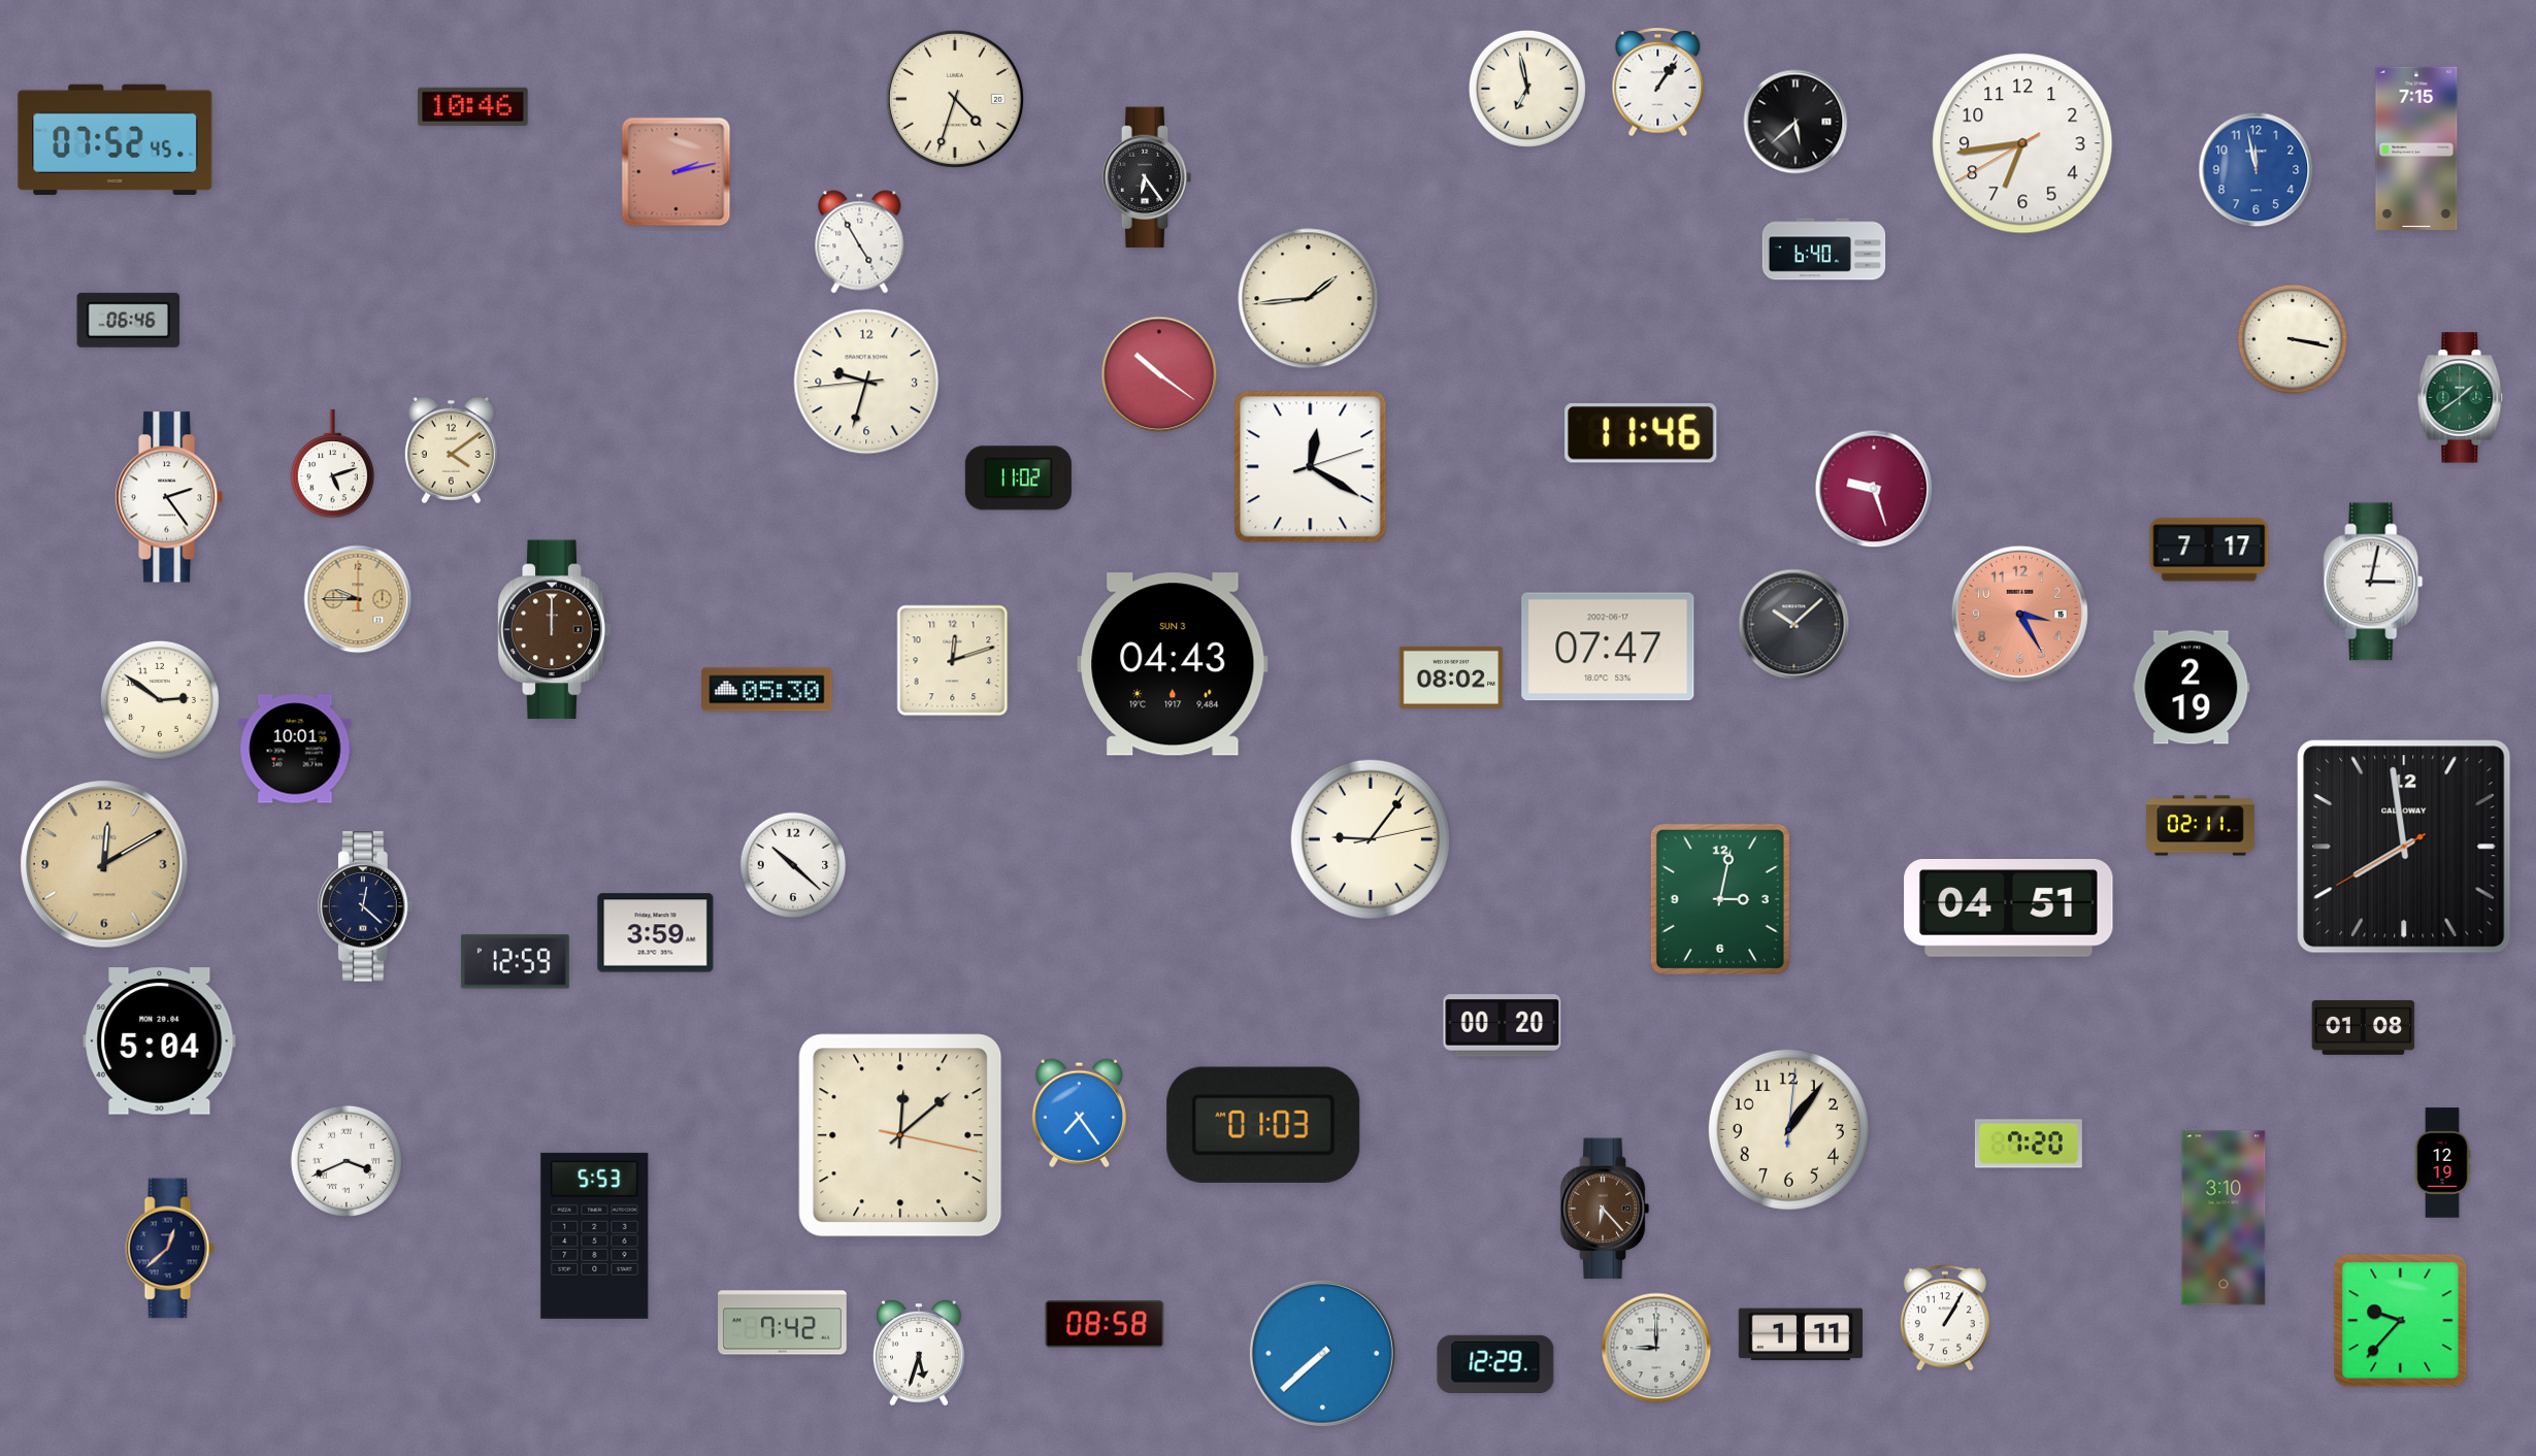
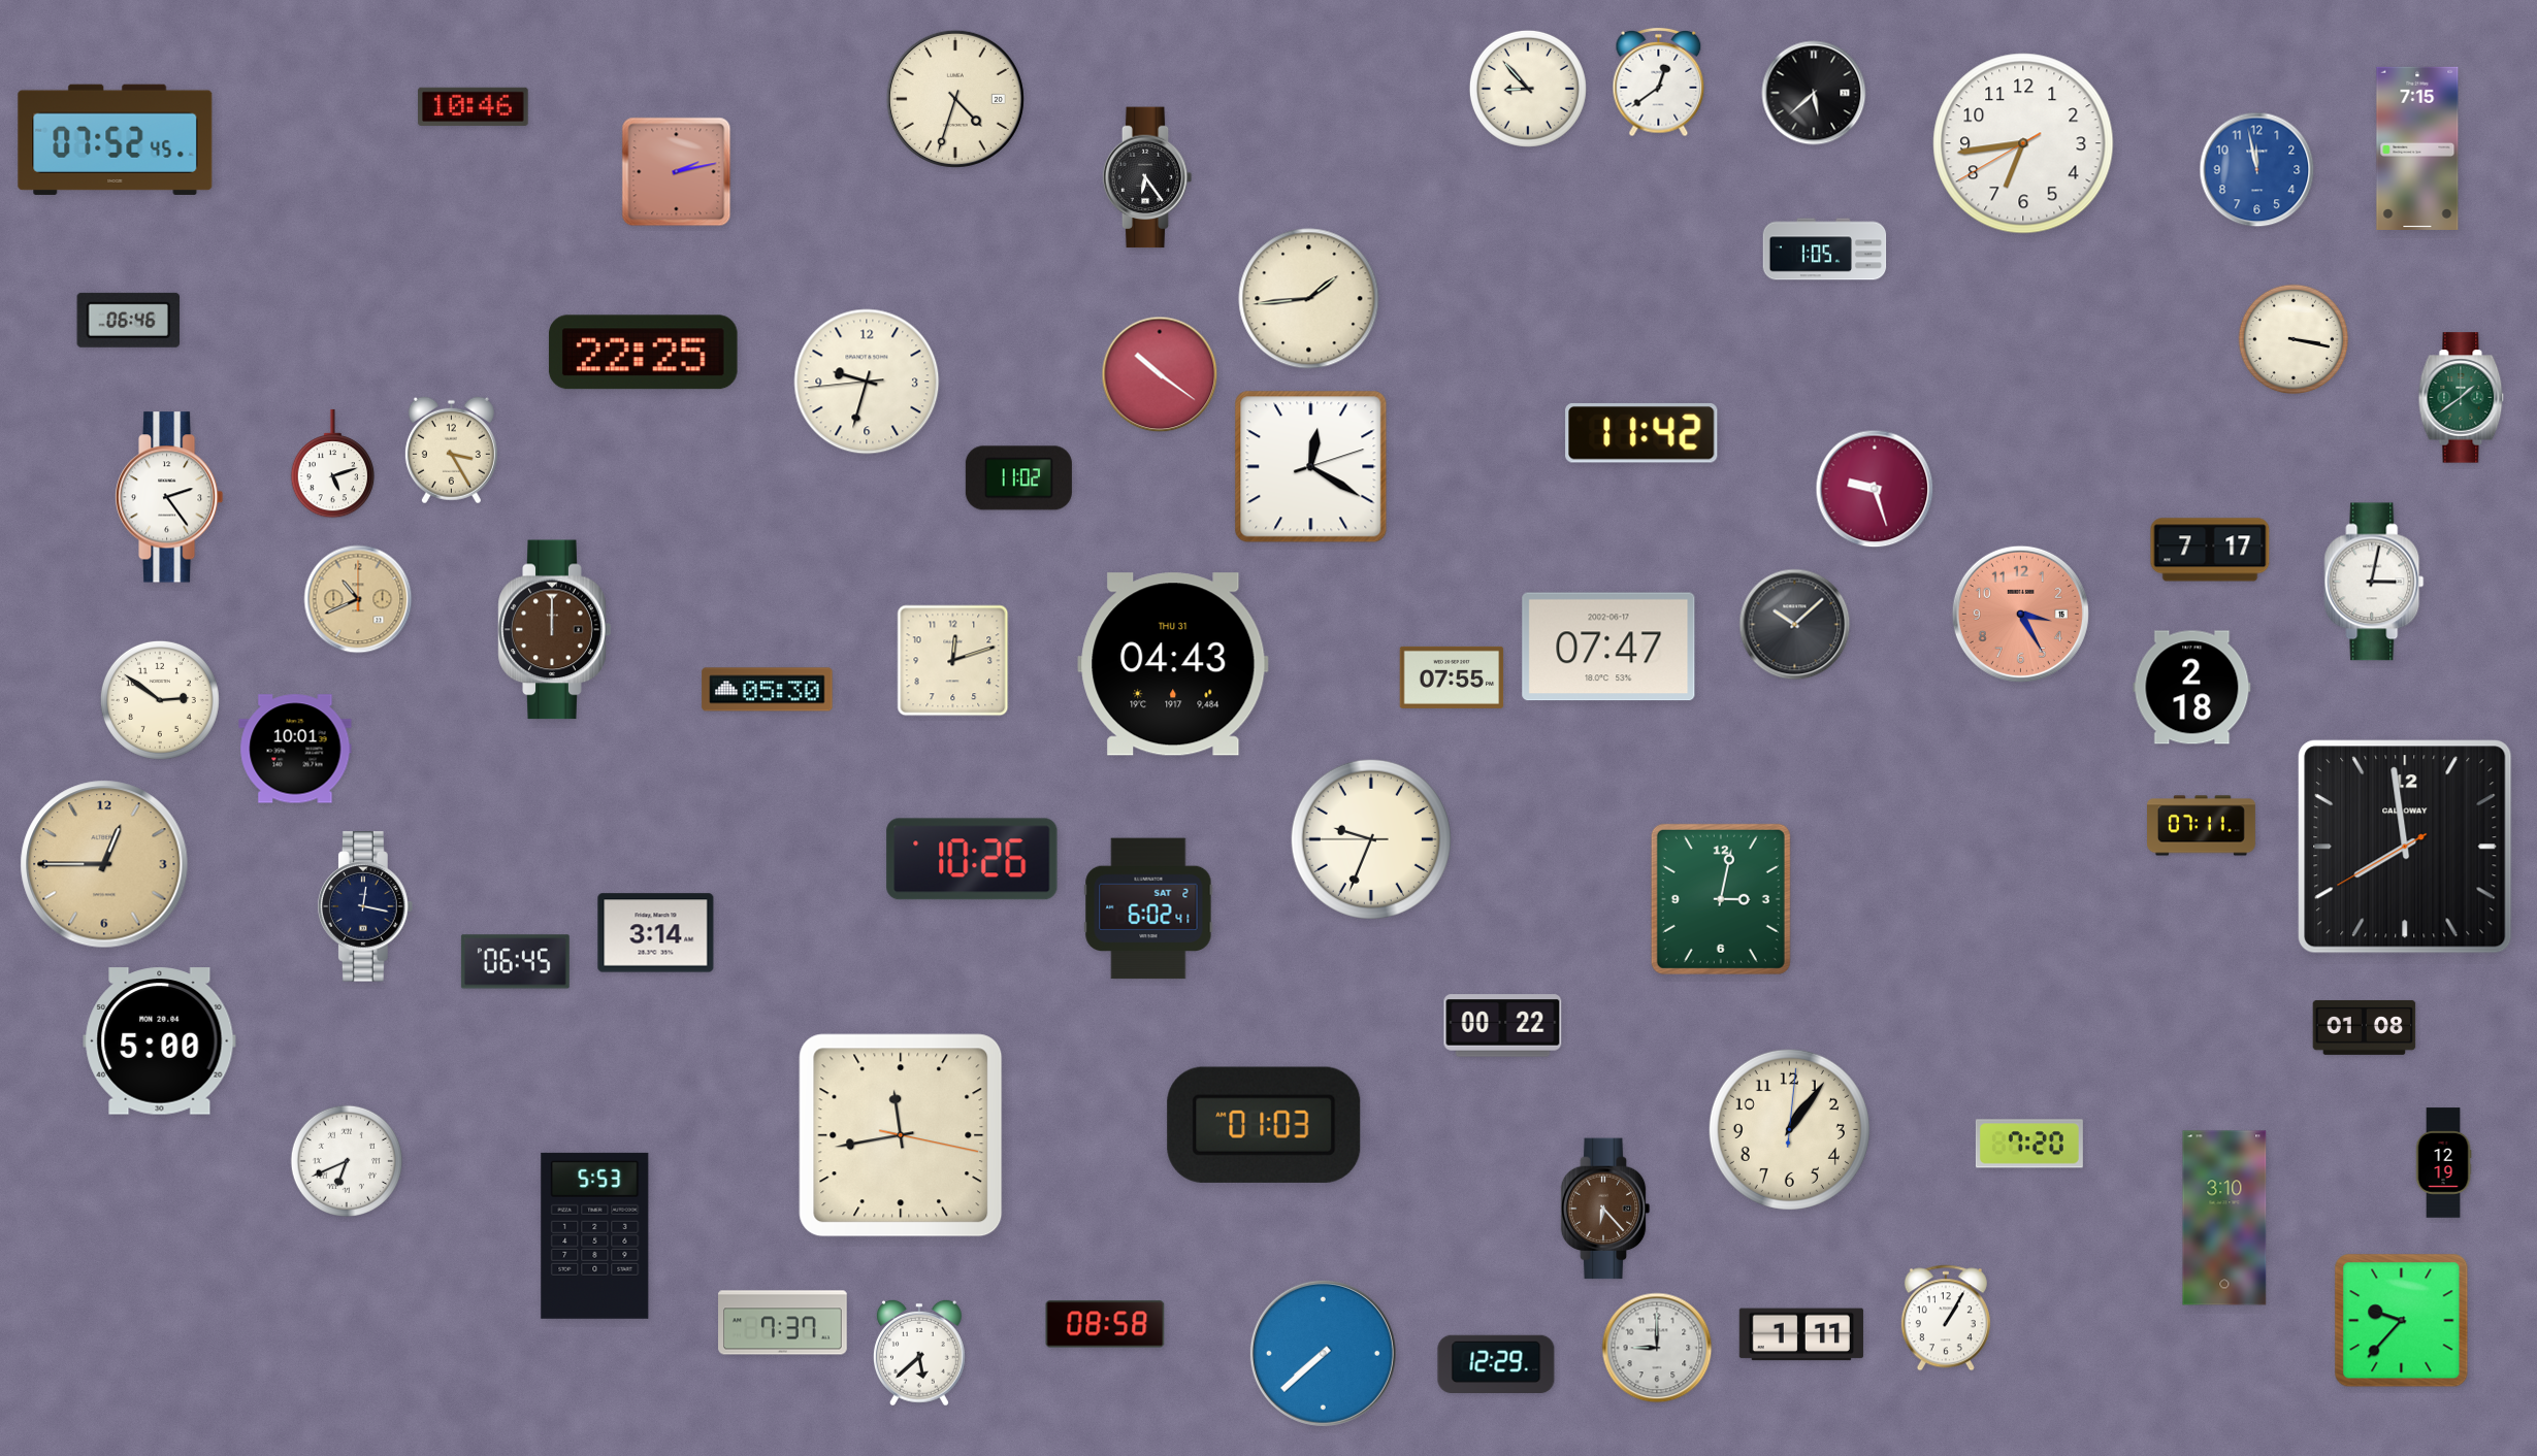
clock at (1658, 82): 1:06 -> 12:39
clock at (1527, 89): 6:58 -> 8:53
clock at (1796, 122) position: (1796, 122) -> (1814, 93)
clock at (860, 242): 4:55 -> none
clock at (1824, 250): 6:40 -> 1:05
clock at (643, 353): none -> 22:25
clock at (1641, 433): 11:46 -> 11:42
clock at (451, 451): 4:09 -> 3:25
clock at (358, 599): 9:45 -> 10:41
clock at (1173, 664) date: SUN 3 -> THU 31
clock at (1451, 677): 08:02 -> 07:55
clock at (2192, 688): 2:19 -> 2:18
clock at (2201, 826): 02:11 -> 07:11
clock at (1371, 839): 9:06 -> 9:33
clock at (972, 859): none -> 10:26
clock at (104, 864): 12:10 -> 12:45
clock at (793, 865): 10:22 -> none
clock at (365, 906): 12:22 -> 12:17
clock at (1148, 908): none -> 6:02
clock at (2009, 908): 04:51 -> none
clock at (656, 933): 3:59 -> 3:14
clock at (515, 962): 12:59 -> 06:45
clock at (1503, 1026): 00:20 -> 00:22
clock at (160, 1041): 5:04 -> 5:00
clock at (1079, 1113): 7:24 -> none
clock at (900, 1135): 12:08 -> 11:43
clock at (345, 1160): 3:41 -> 6:41
clock at (170, 1249): 12:38 -> none
clock at (783, 1323): 7:42 -> 7:37
clock at (919, 1353): 5:33 -> 5:38
